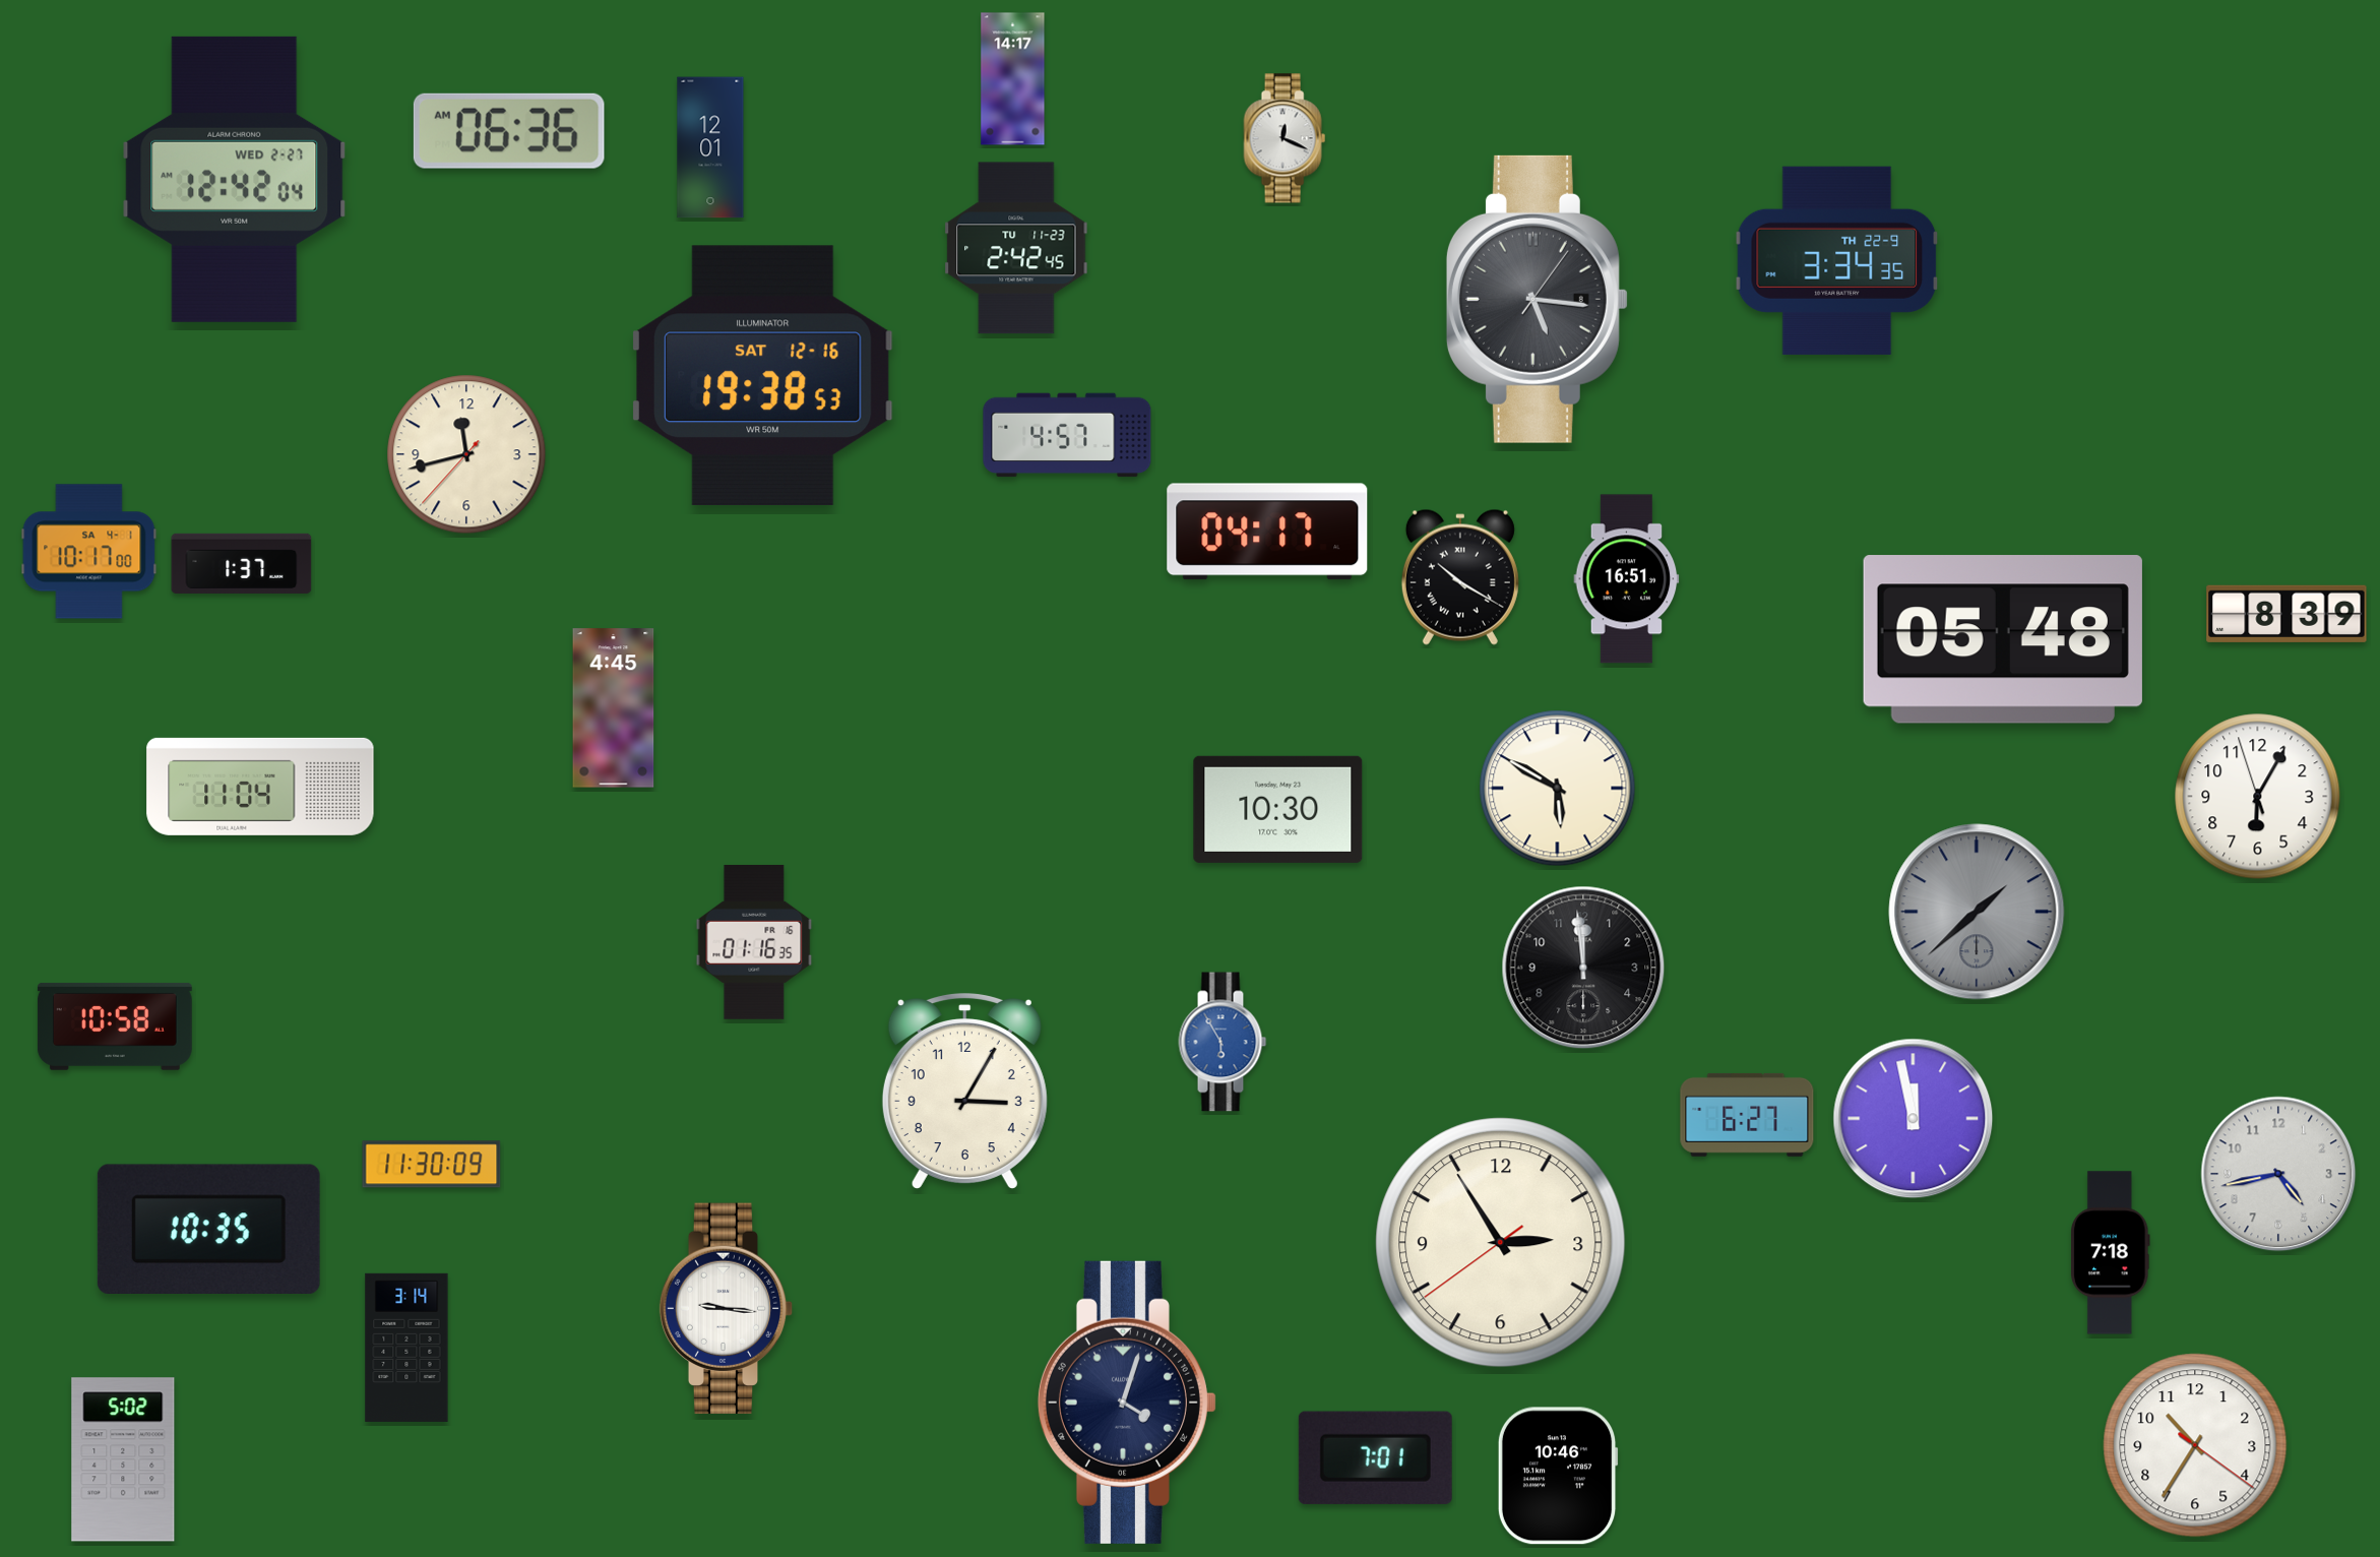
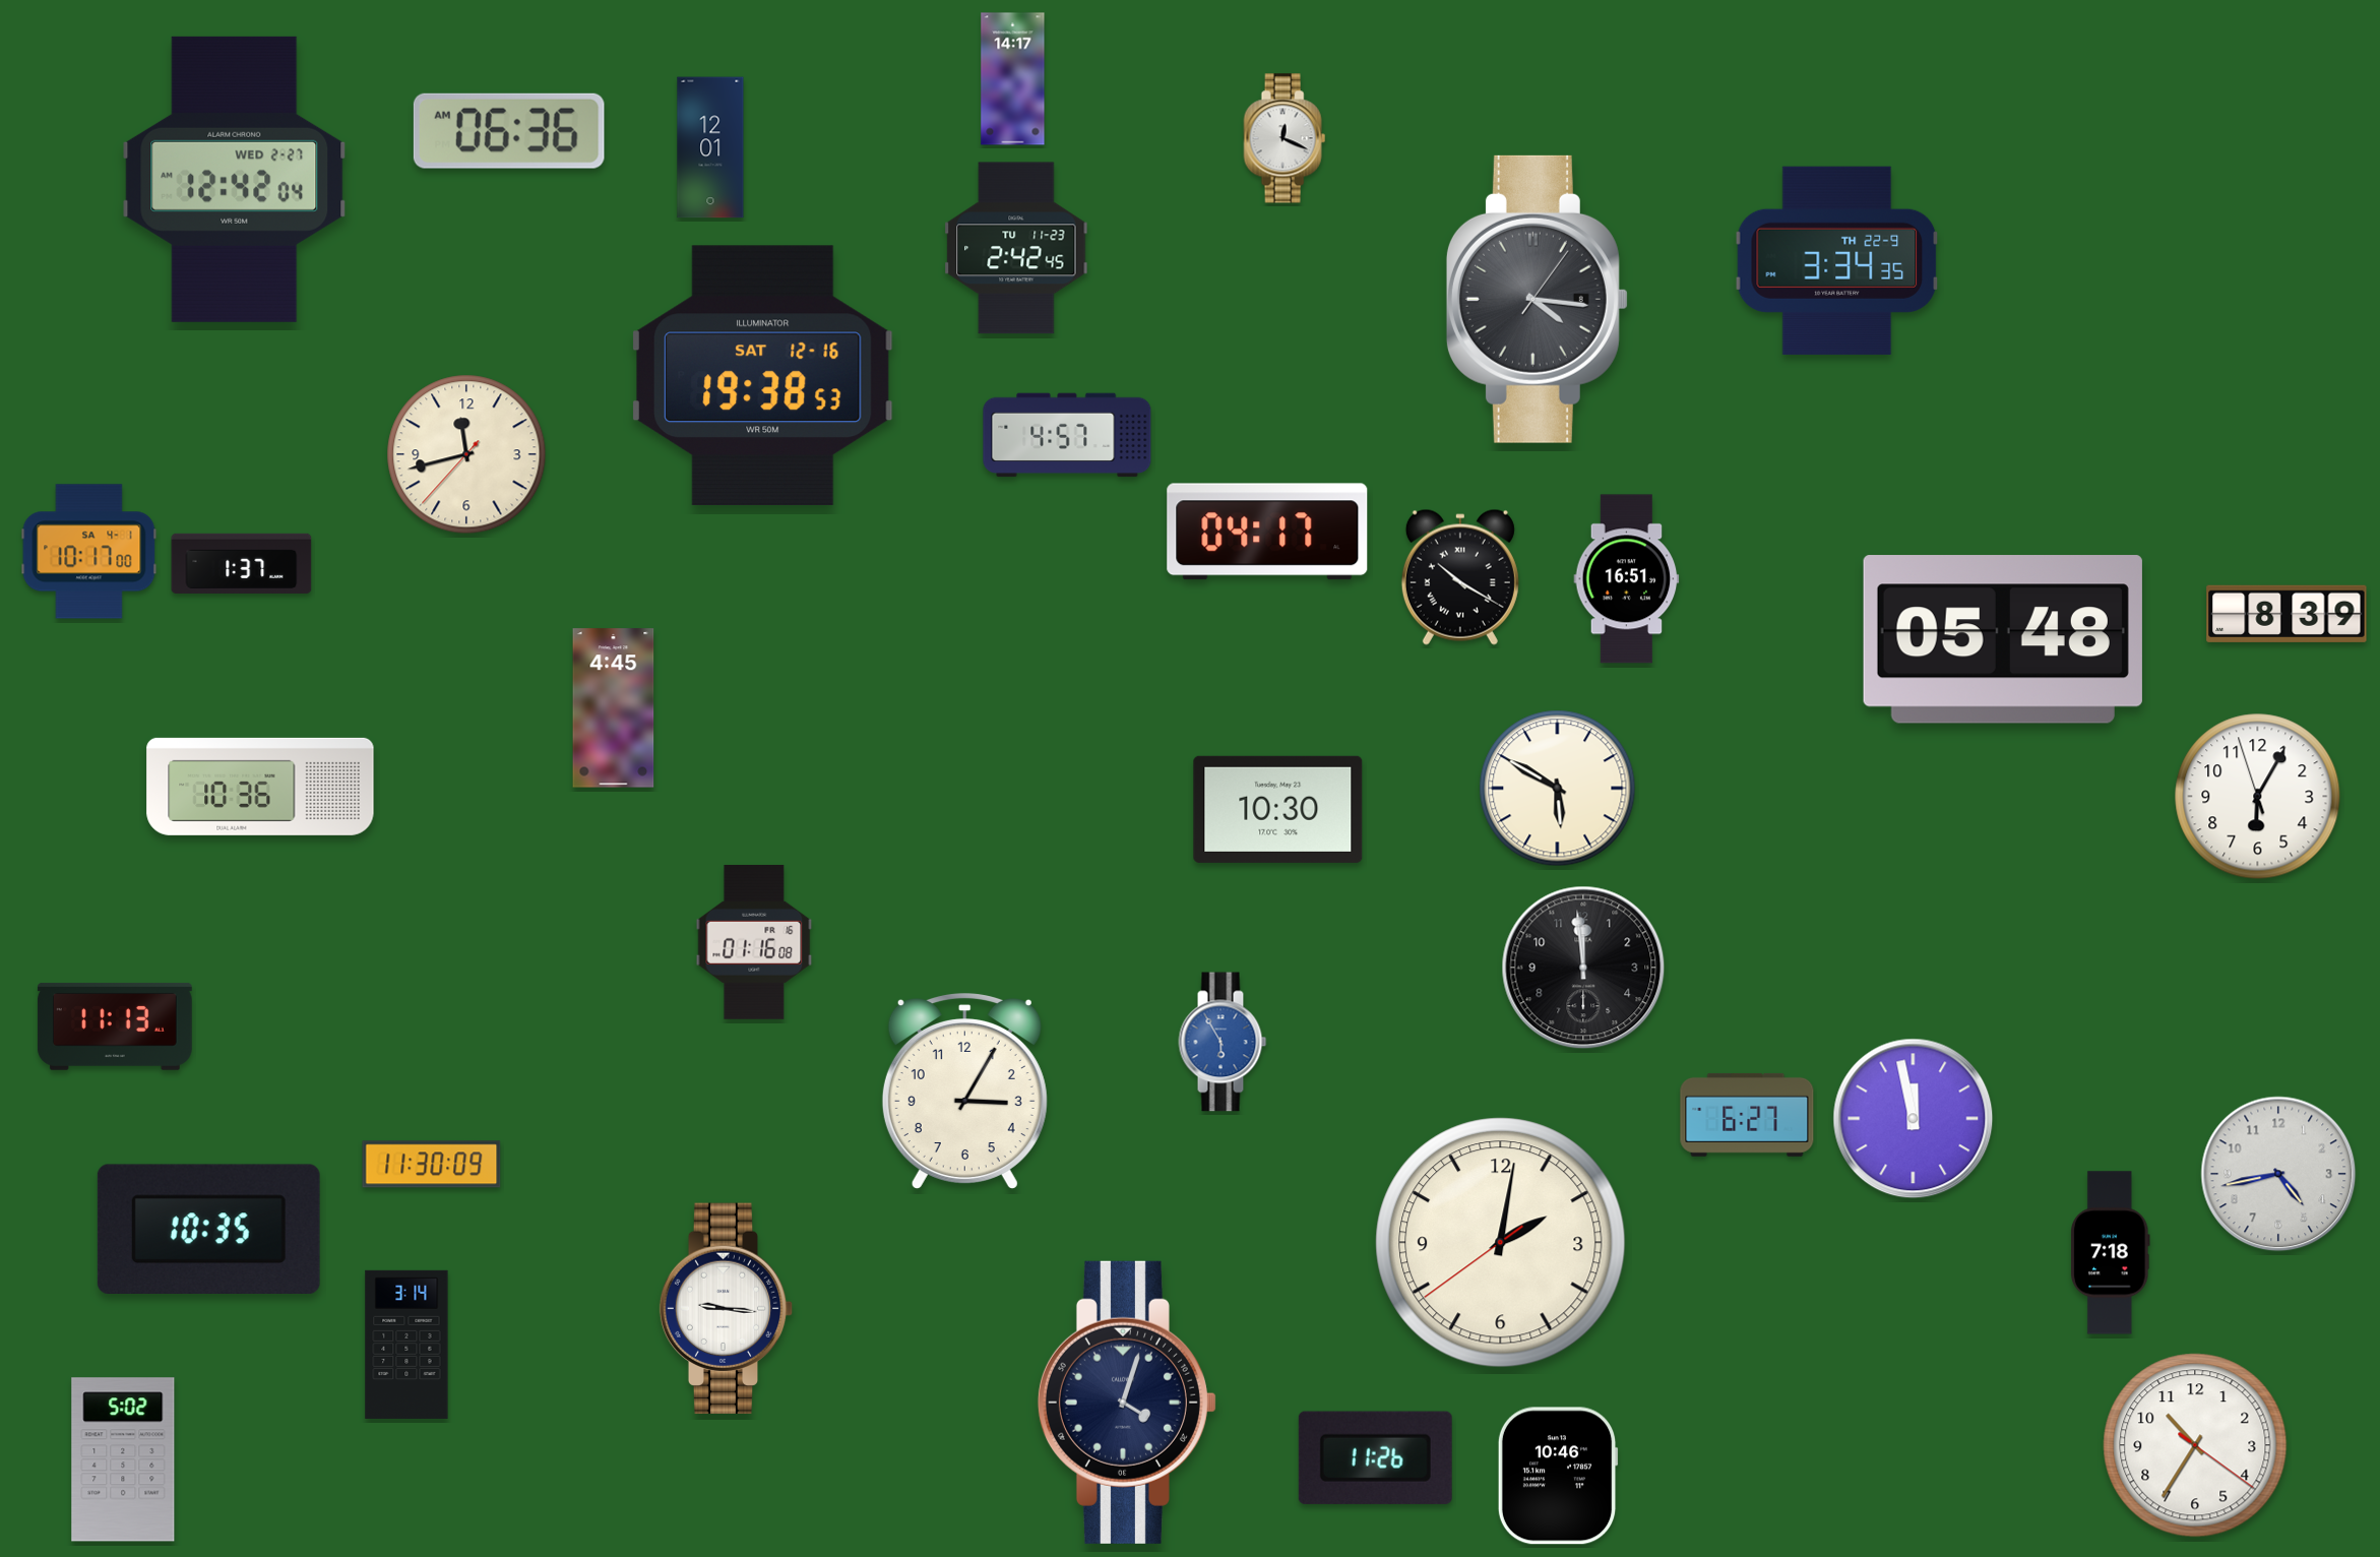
clock at (1537, 299): 5:16 -> 4:16
clock at (260, 787): 11:04 -> 10:36
clock at (1977, 912): 1:38 -> none
clock at (754, 942): 01:16:35 -> 01:16:08
clock at (115, 1026): 10:58 -> 11:13
clock at (1501, 1243): 2:54 -> 2:01
clock at (406, 1348) position: (406, 1348) -> (406, 1345)
clock at (1375, 1457): 7:01 -> 11:26
